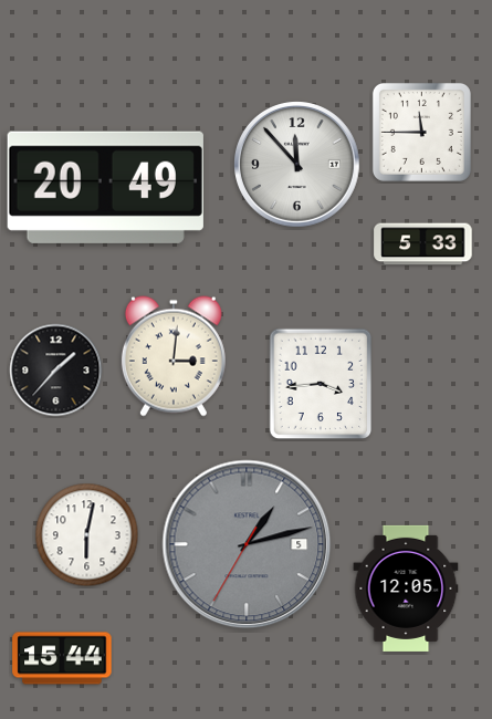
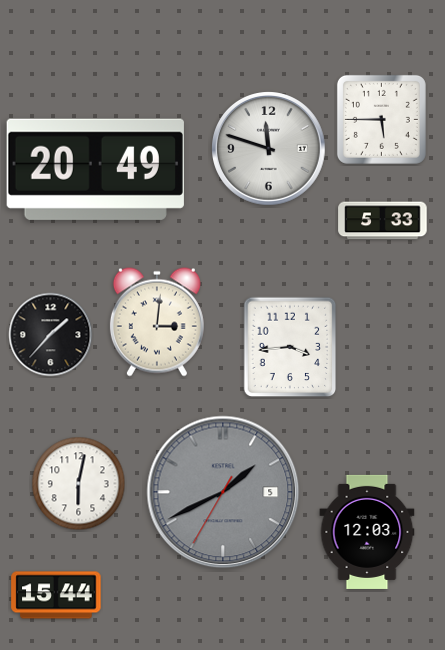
clock at (421, 132): 11:45 -> 5:45
clock at (297, 165): 11:53 -> 11:48
clock at (247, 544): 1:12 -> 1:40
clock at (406, 588): 12:05 -> 12:03
